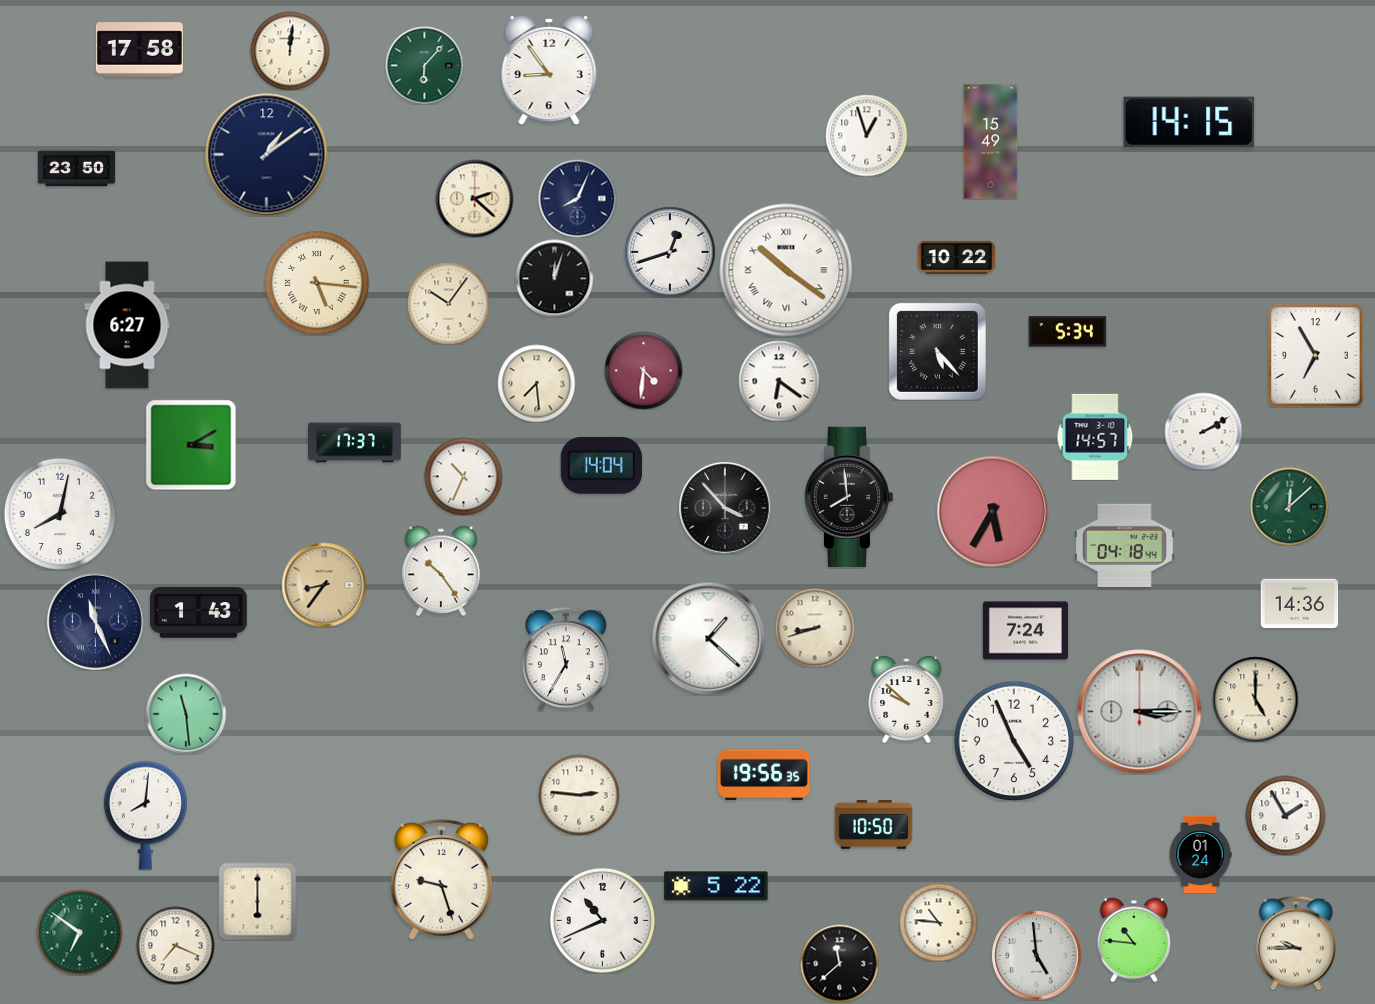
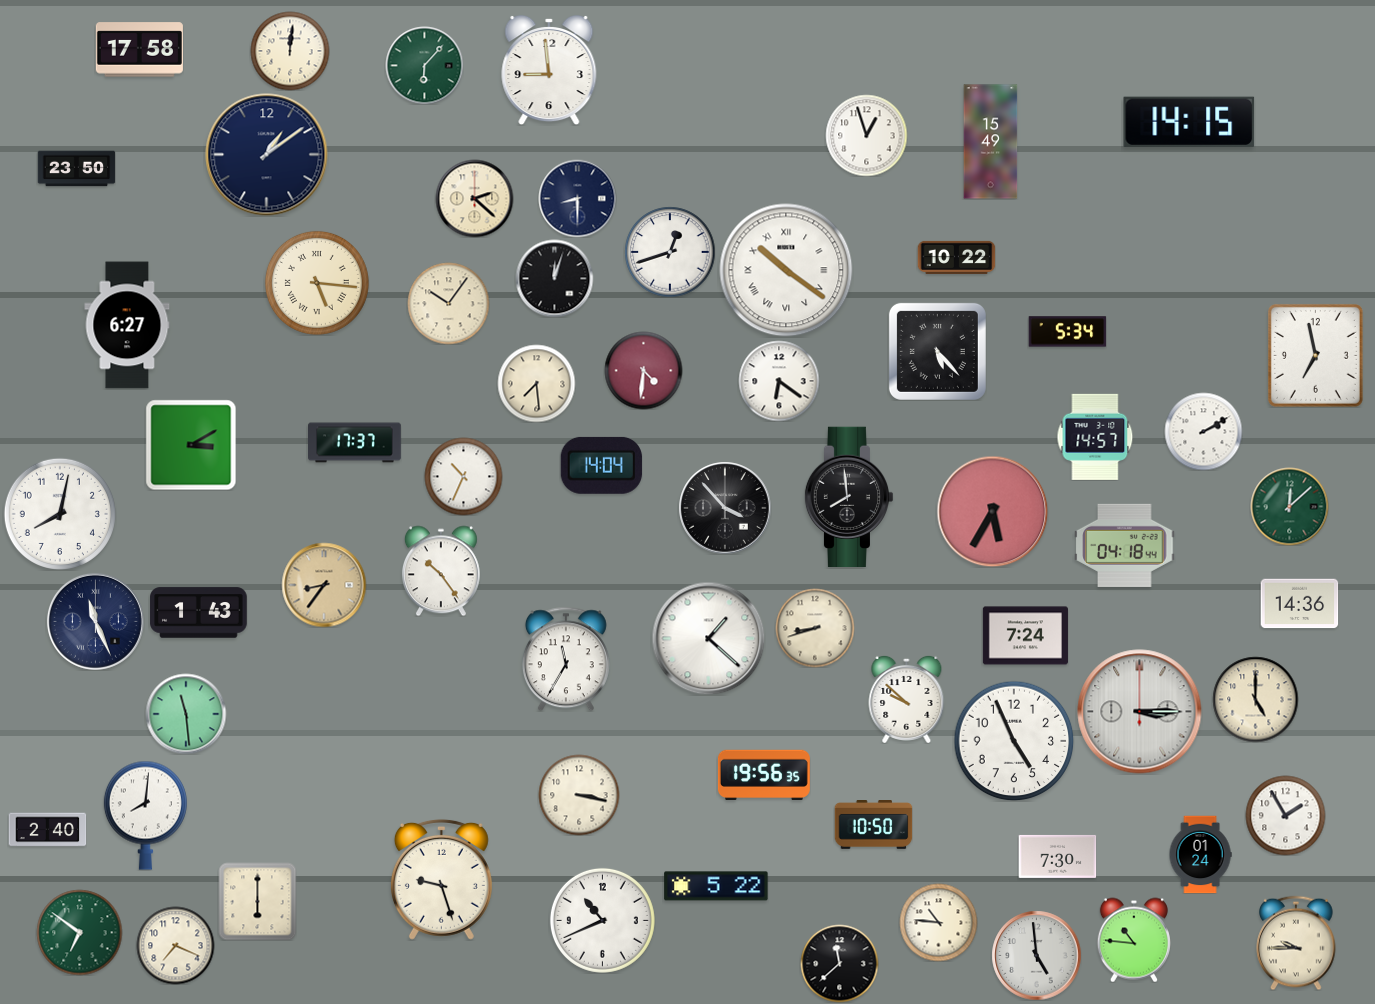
clock at (549, 70): 8:54 -> 8:59
clock at (577, 198): 8:04 -> 8:30
clock at (1315, 355): 6:55 -> 6:58
clock at (1025, 631) position: (1025, 631) -> (1025, 636)
clock at (579, 795): 2:46 -> 3:17
clock at (47, 830): none -> 2:40
clock at (1057, 856): none -> 7:30
